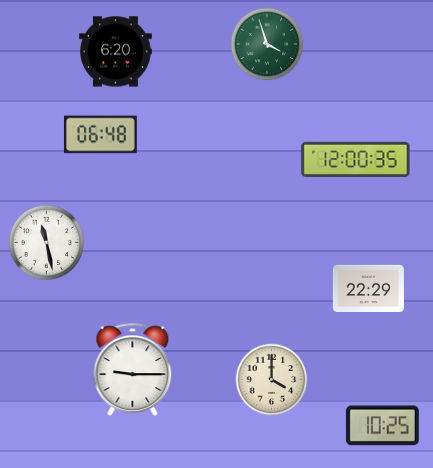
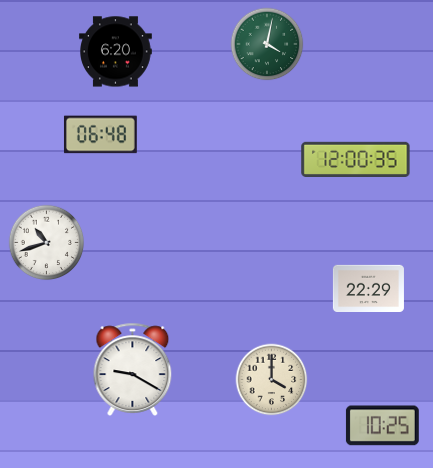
clock at (267, 44): 3:57 -> 4:02
clock at (47, 243): 11:28 -> 10:42
clock at (133, 369): 9:15 -> 9:20
